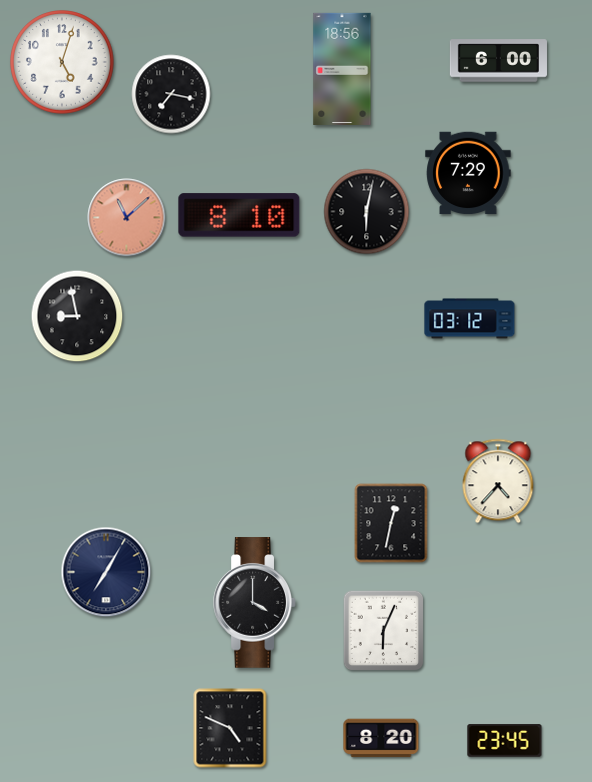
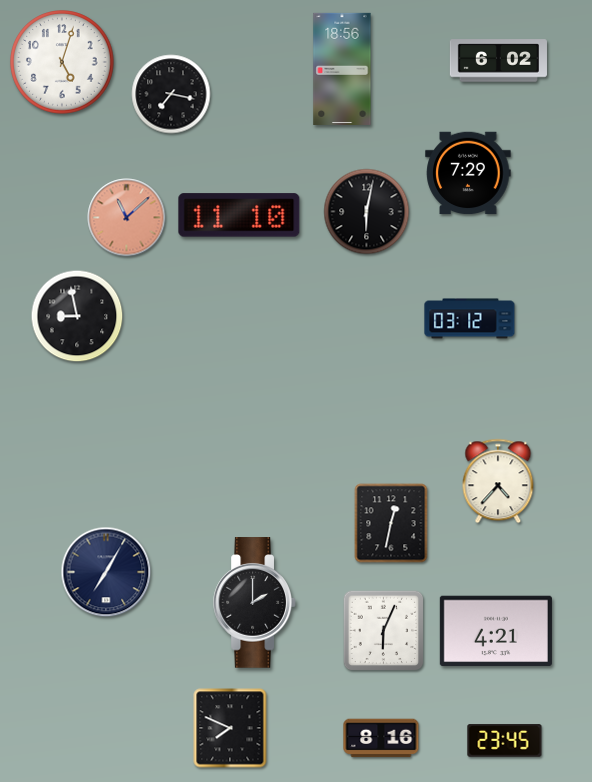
clock at (498, 61): 6:00 -> 6:02
clock at (239, 215): 8:10 -> 11:10
clock at (255, 603): 4:00 -> 2:00
clock at (496, 631): none -> 4:21
clock at (230, 728): 4:49 -> 7:49
clock at (381, 738): 8:20 -> 8:16
